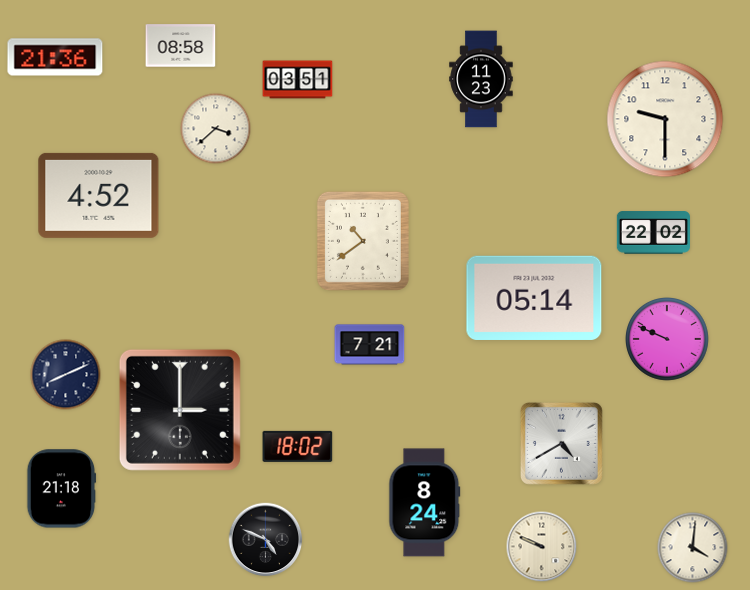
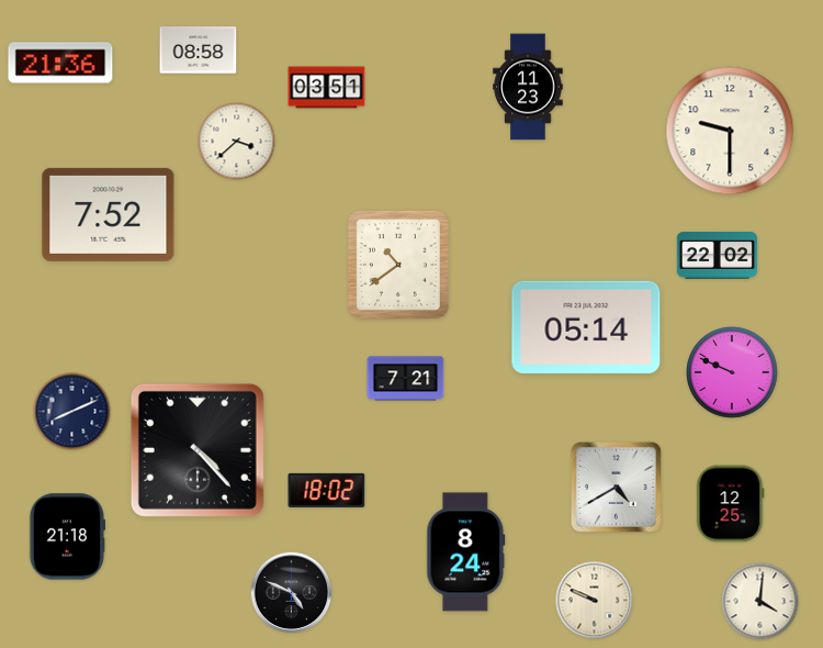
clock at (99, 195): 4:52 -> 7:52
clock at (180, 410): 3:00 -> 4:23
clock at (731, 504): none -> 12:25
